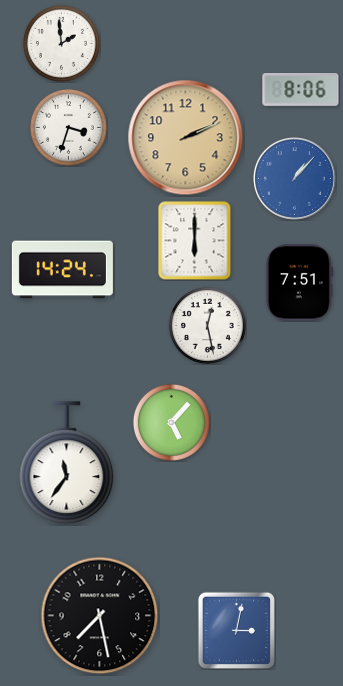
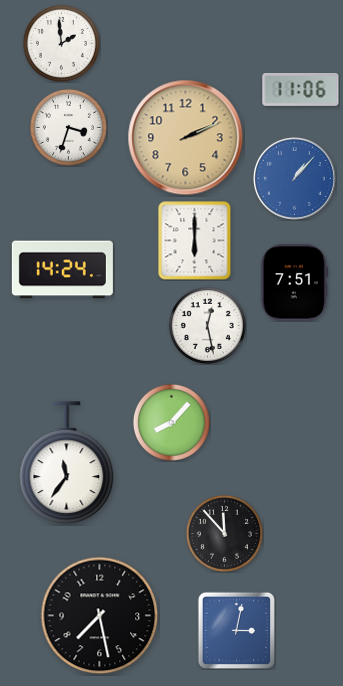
clock at (301, 90): 8:06 -> 11:06
clock at (299, 283) position: (299, 283) -> (294, 283)
clock at (171, 422): 5:07 -> 8:07
clock at (224, 533): none -> 11:53
